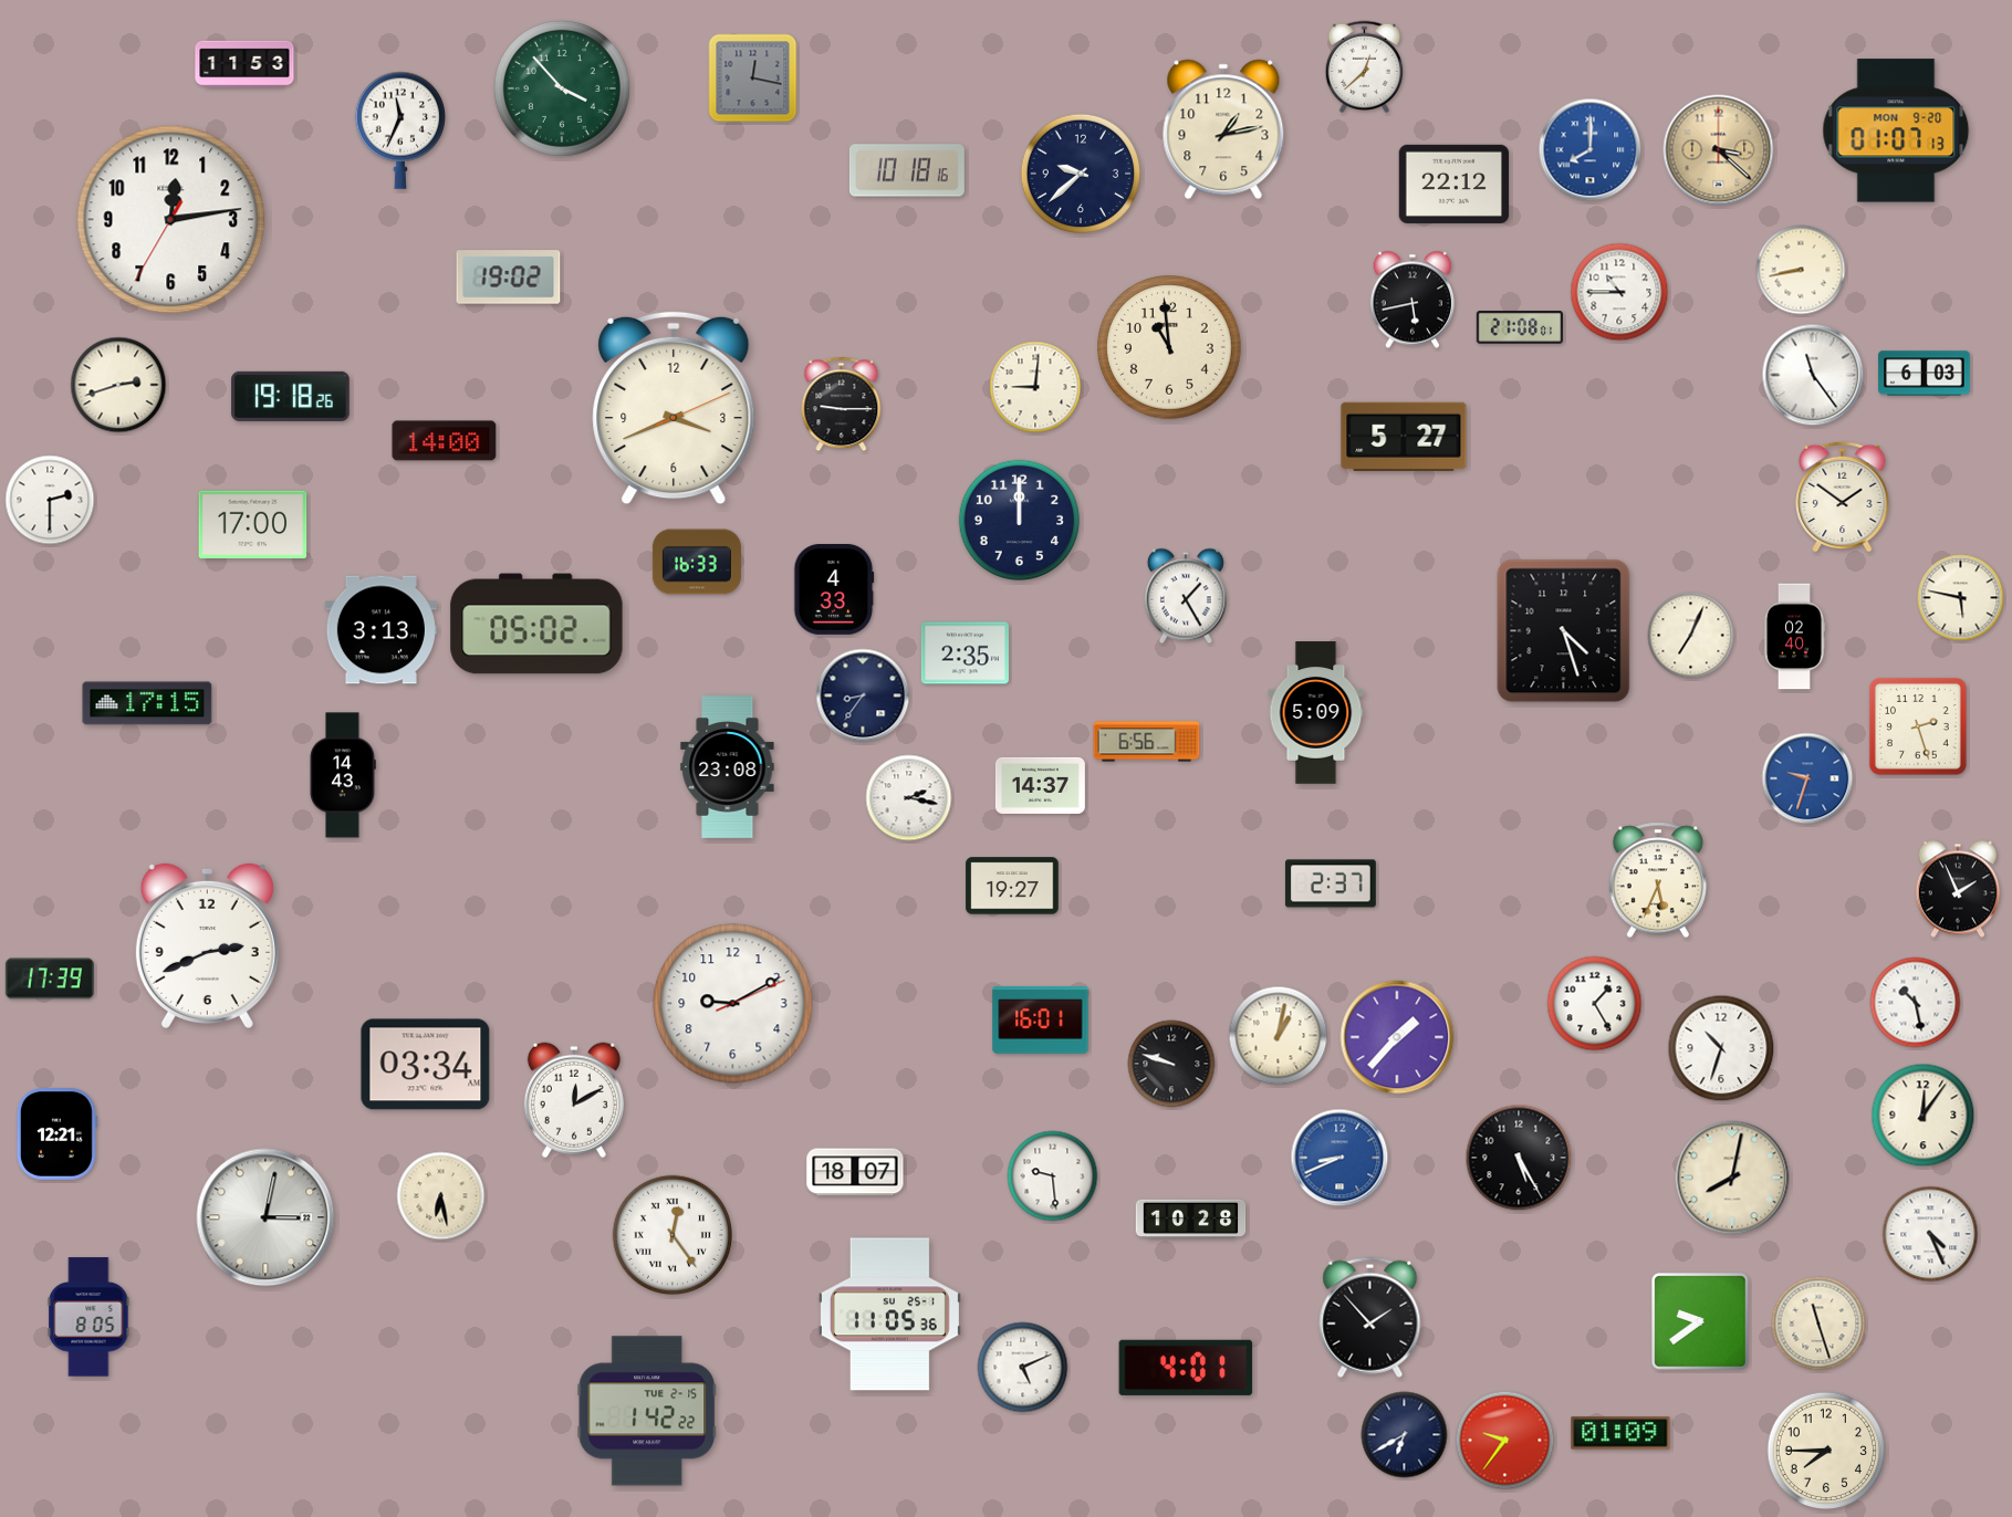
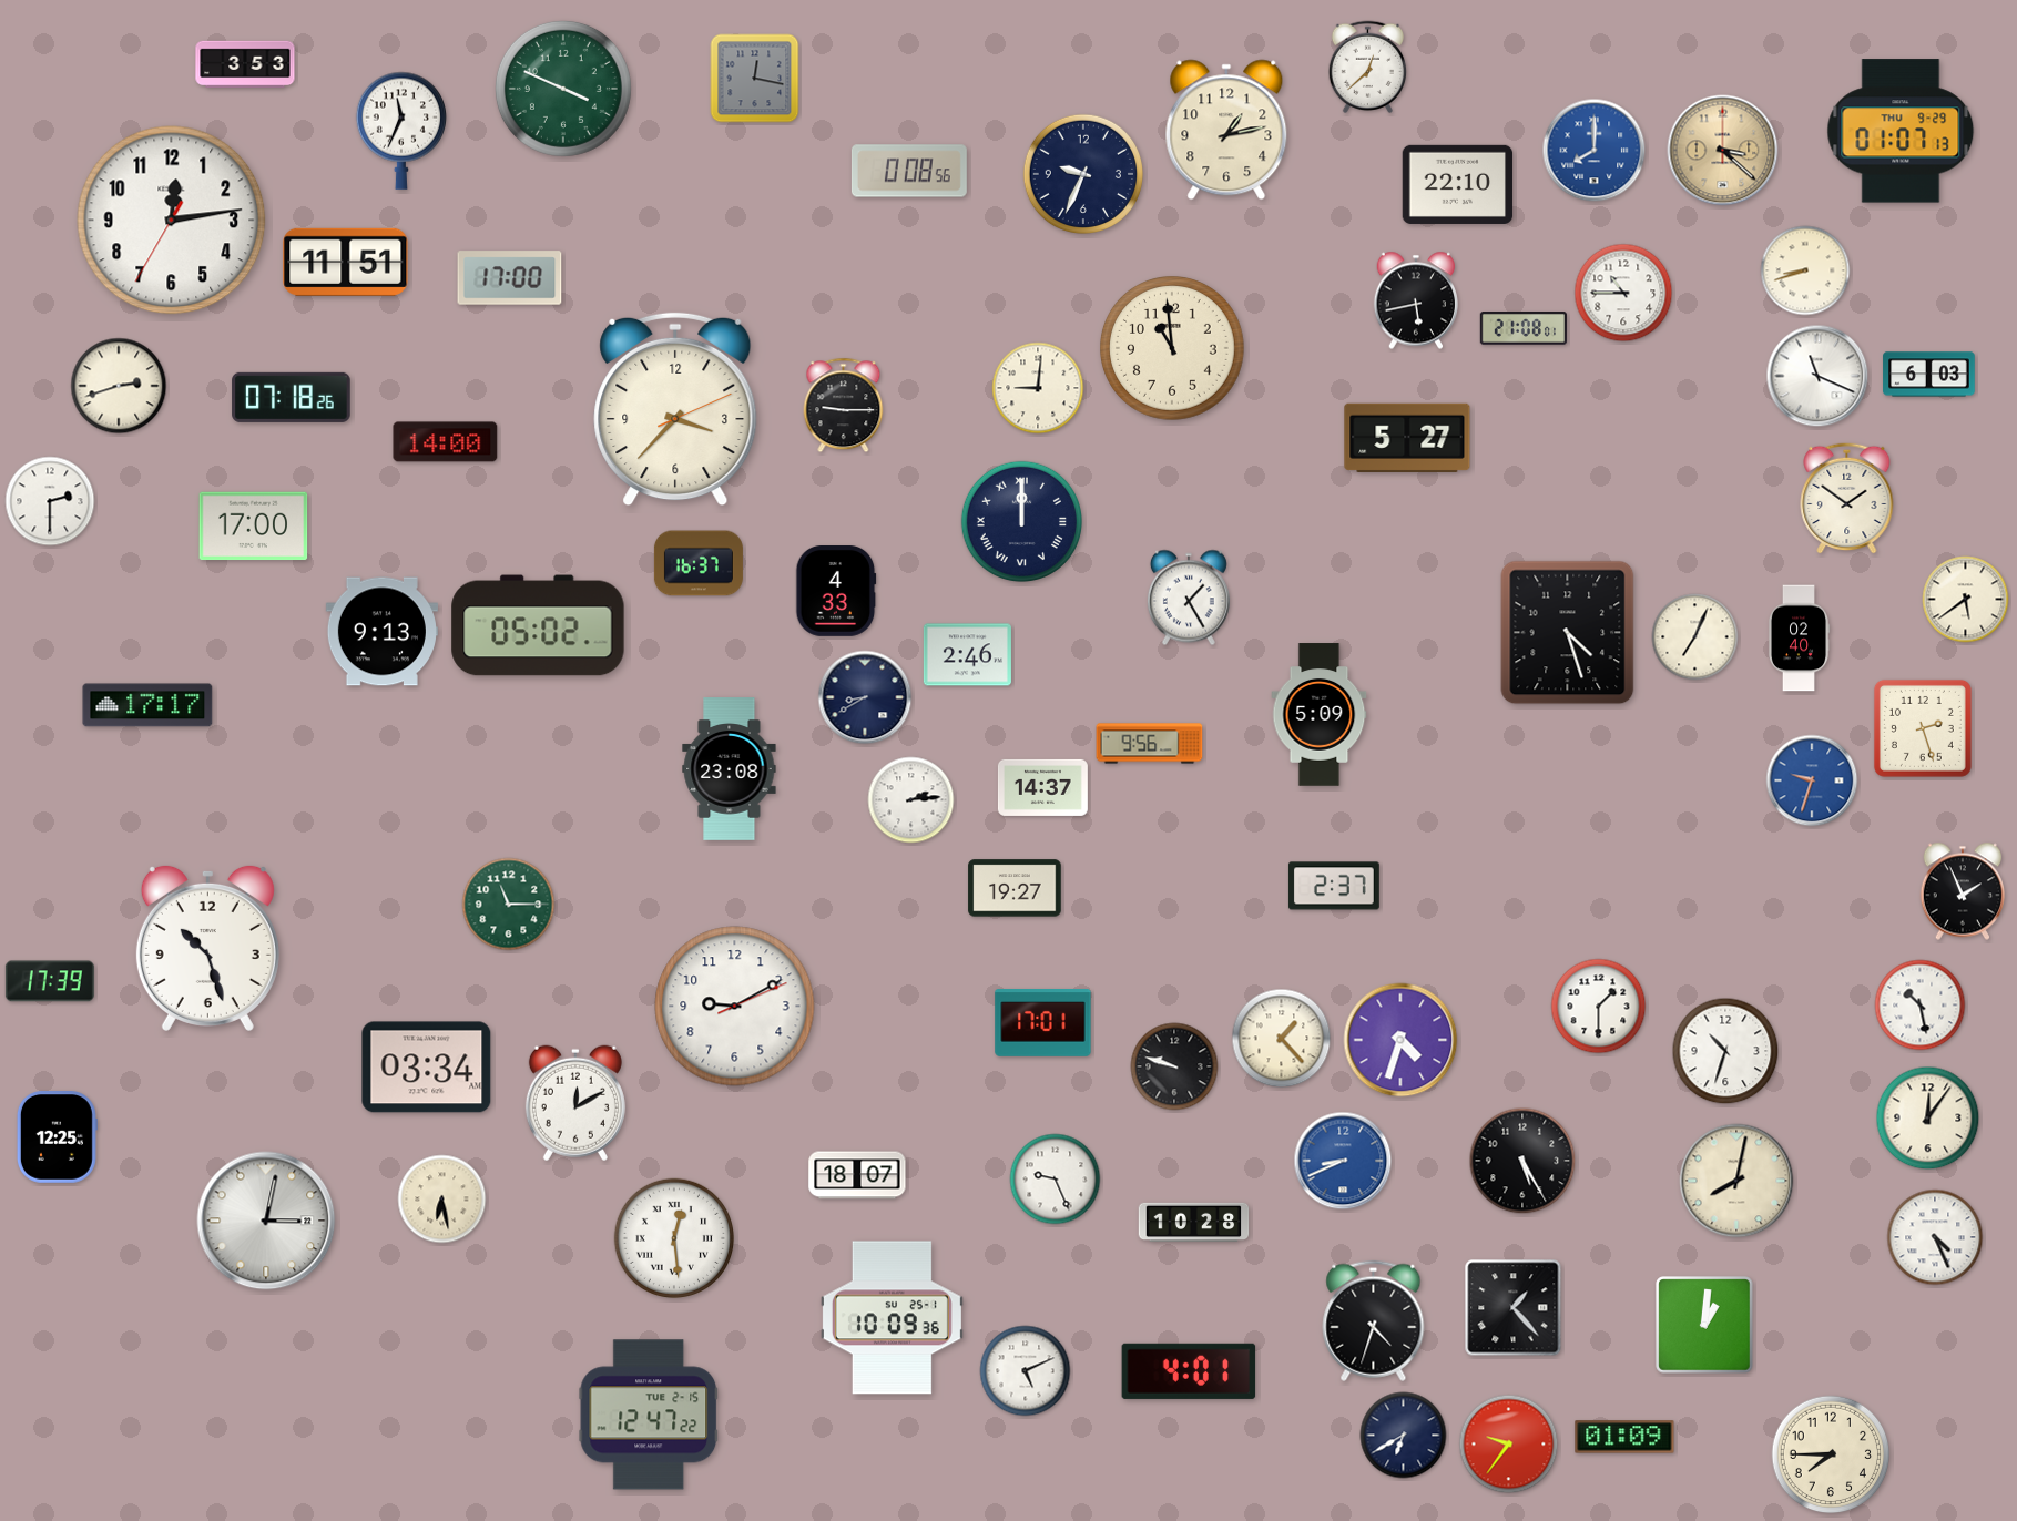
clock at (244, 64): 11:53 -> 3:53
clock at (562, 88): 3:53 -> 3:49
clock at (1896, 130) date: MON 9-20 -> THU 9-29
clock at (907, 170): 10:18 -> 0:08
clock at (1081, 174): 9:38 -> 9:34
clock at (1455, 184): 22:12 -> 22:10
clock at (346, 262): none -> 11:51
clock at (1801, 270): 8:43 -> 8:42
clock at (509, 278): 19:02 -> 17:00
clock at (1813, 375): 11:24 -> 11:19
clock at (291, 396): 19:18 -> 07:18
clock at (674, 408): 3:41 -> 3:37
clock at (1019, 520) numerals: Arabic -> Roman
clock at (697, 562): 16:33 -> 16:37
clock at (1961, 598): 5:47 -> 5:39
clock at (380, 630): 3:13 -> 9:13
clock at (965, 653): 2:35 -> 2:46
clock at (863, 695): 8:36 -> 8:40
clock at (147, 703): 17:15 -> 17:17
clock at (1147, 742): 6:56 -> 9:56
clock at (343, 775): 14:43 -> none
clock at (909, 798): 2:17 -> 2:14
clock at (1658, 880): 5:34 -> none
clock at (509, 905): none -> 11:15
clock at (207, 945): 2:41 -> 10:27
clock at (1595, 1004): 1:25 -> 1:30
clock at (1041, 1021): 16:01 -> 17:01
clock at (1279, 1036): 1:02 -> 1:23
clock at (1397, 1037): 1:37 -> 4:33
clock at (56, 1134): 12:21 -> 12:25
clock at (1053, 1176): 9:29 -> 9:26
clock at (673, 1235): 12:24 -> 12:29
clock at (1514, 1308): none -> 1:23
clock at (889, 1315): 11:05 -> 10:09
clock at (88, 1317): 8:05 -> none
clock at (1370, 1317): 1:53 -> 4:33
clock at (1700, 1321): 9:39 -> 1:01
clock at (1818, 1324): 11:27 -> none
clock at (647, 1411): 1:42 -> 12:47
clock at (1405, 1435) position: (1405, 1435) -> (1404, 1436)
